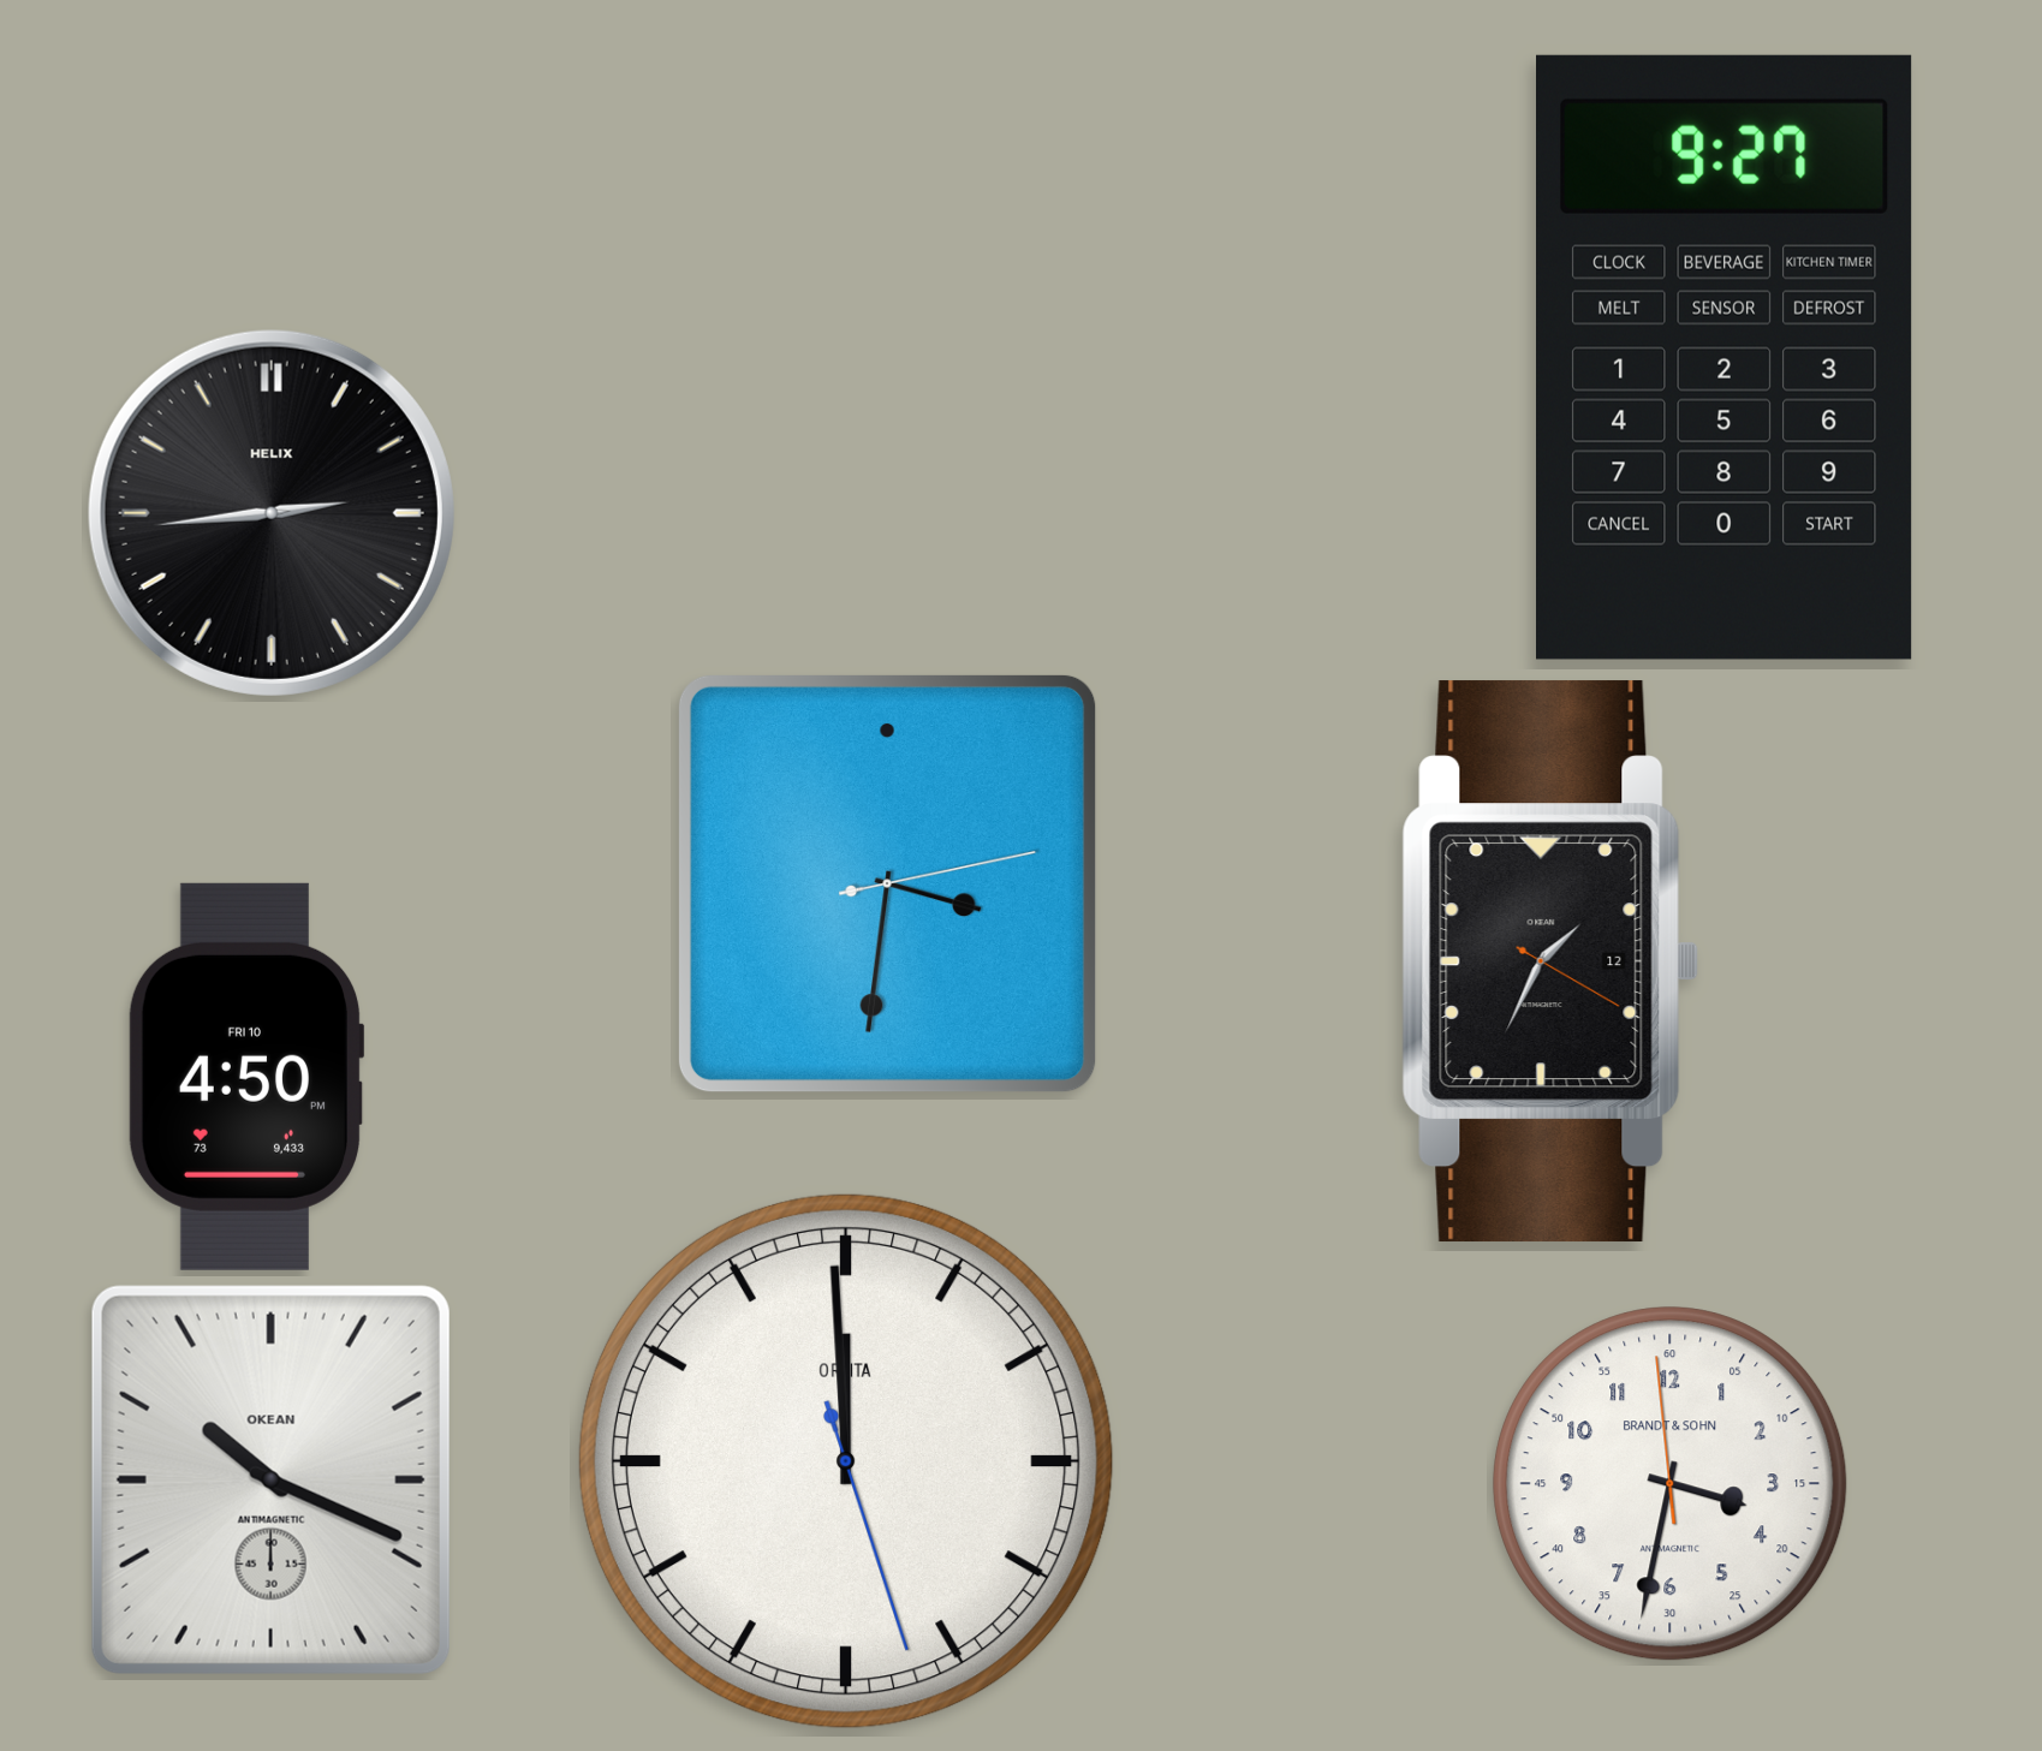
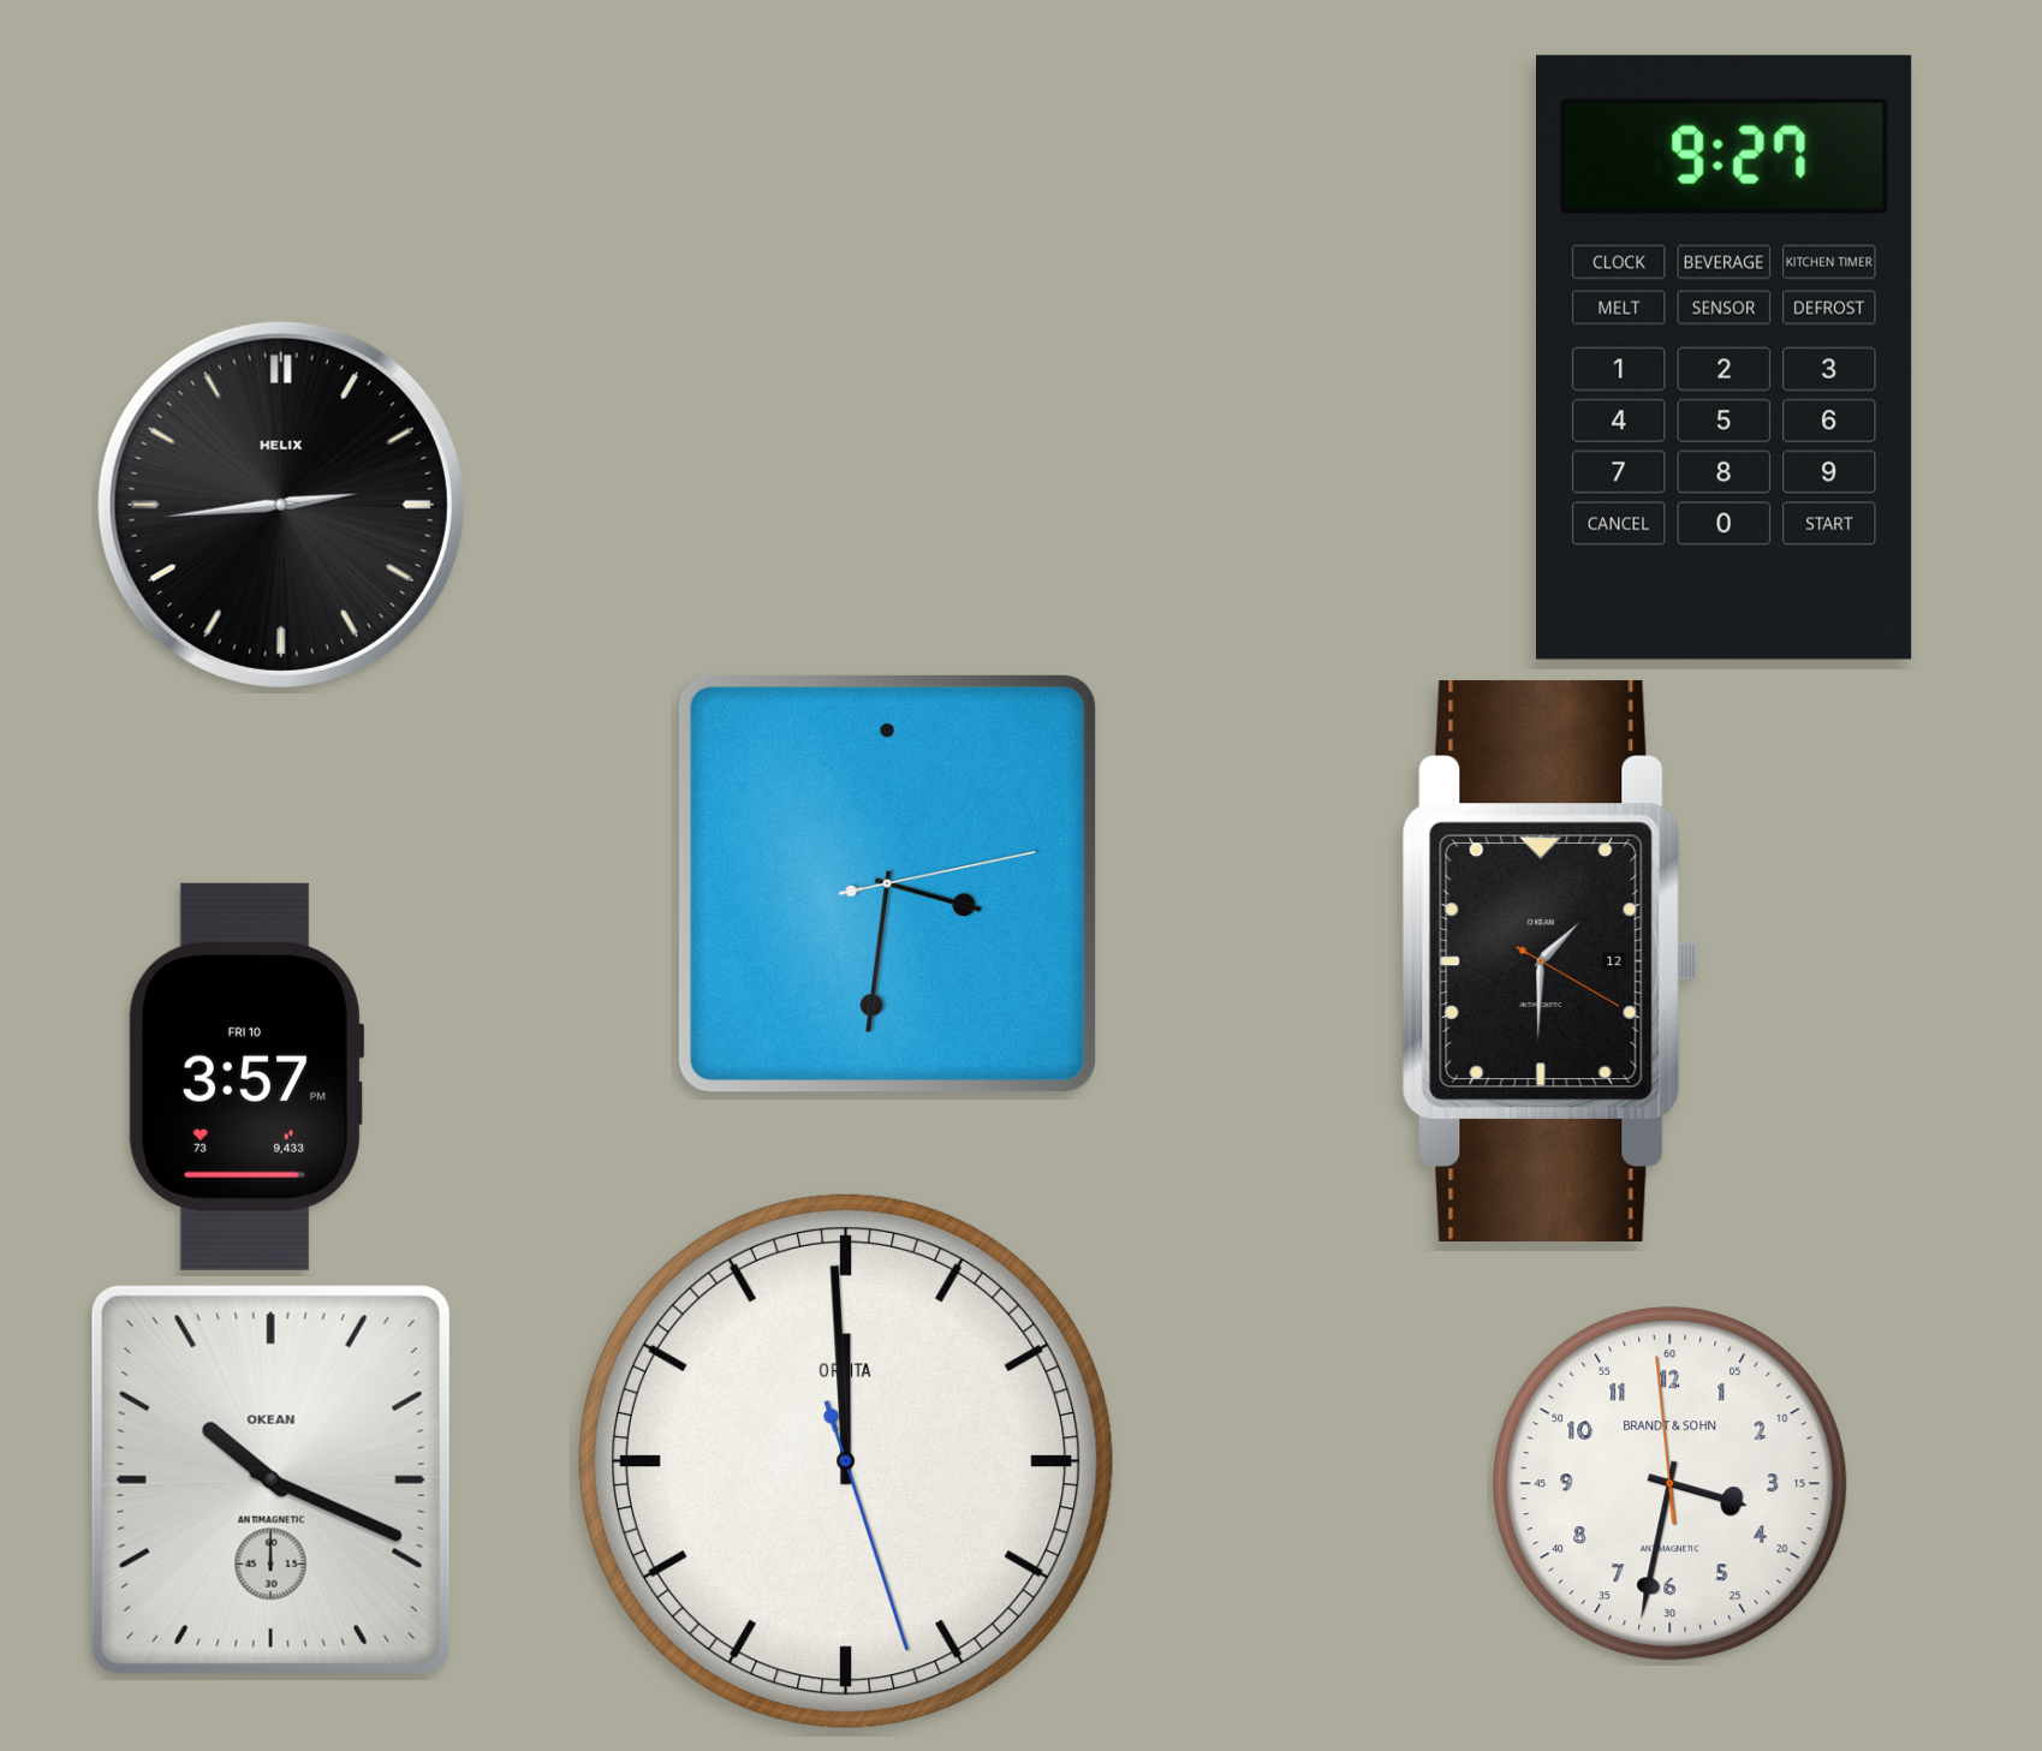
clock at (272, 513) position: (272, 513) -> (281, 505)
clock at (1550, 961): 1:34 -> 1:30
clock at (246, 1077): 4:50 -> 3:57
